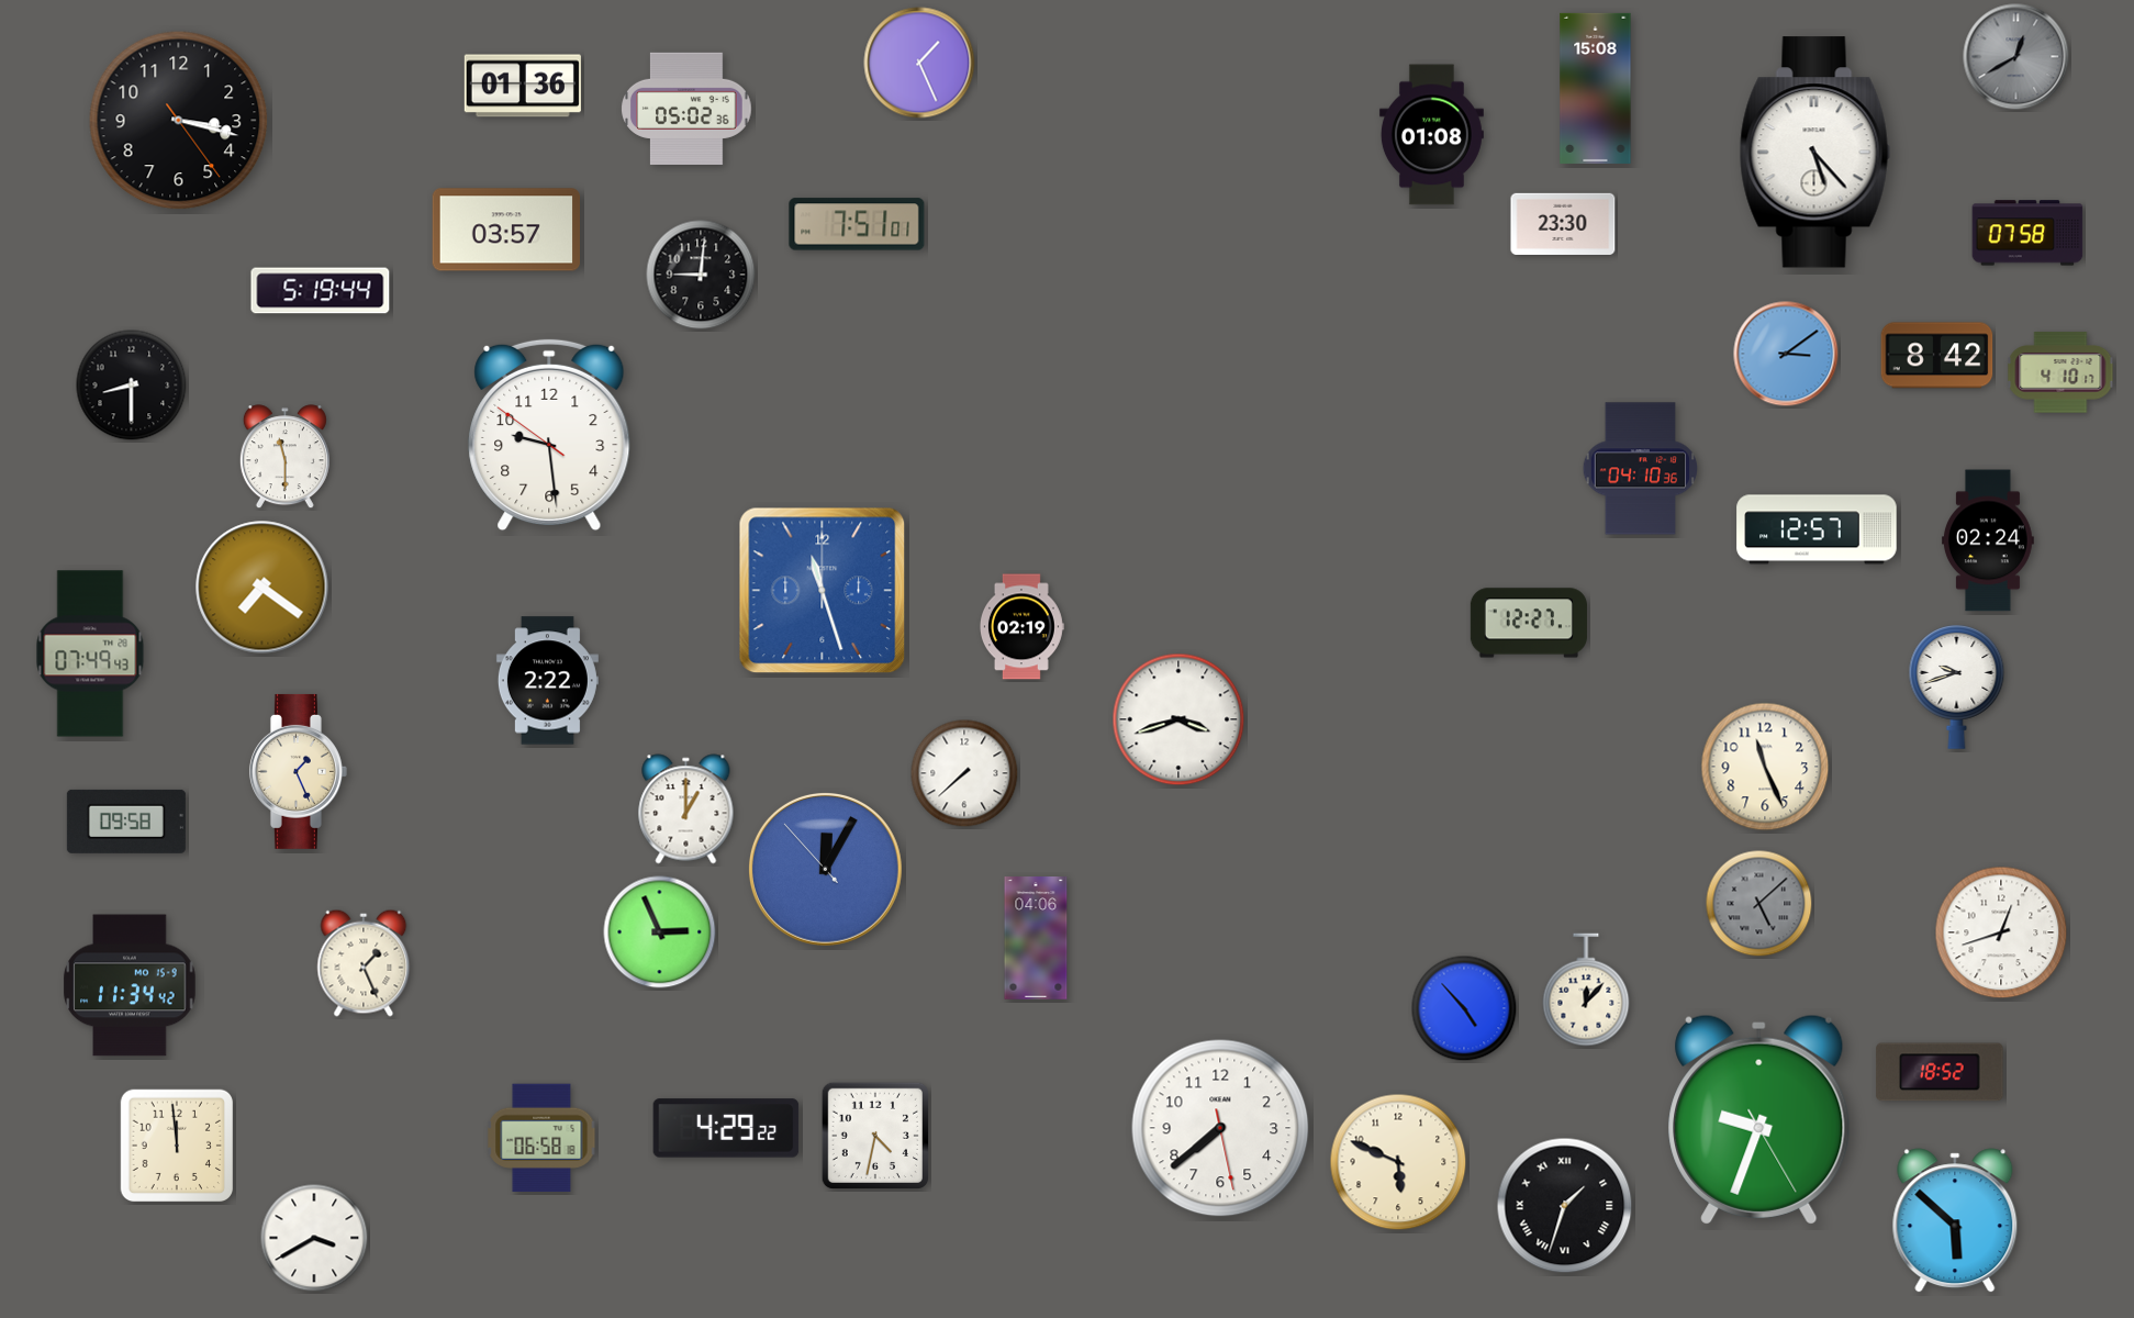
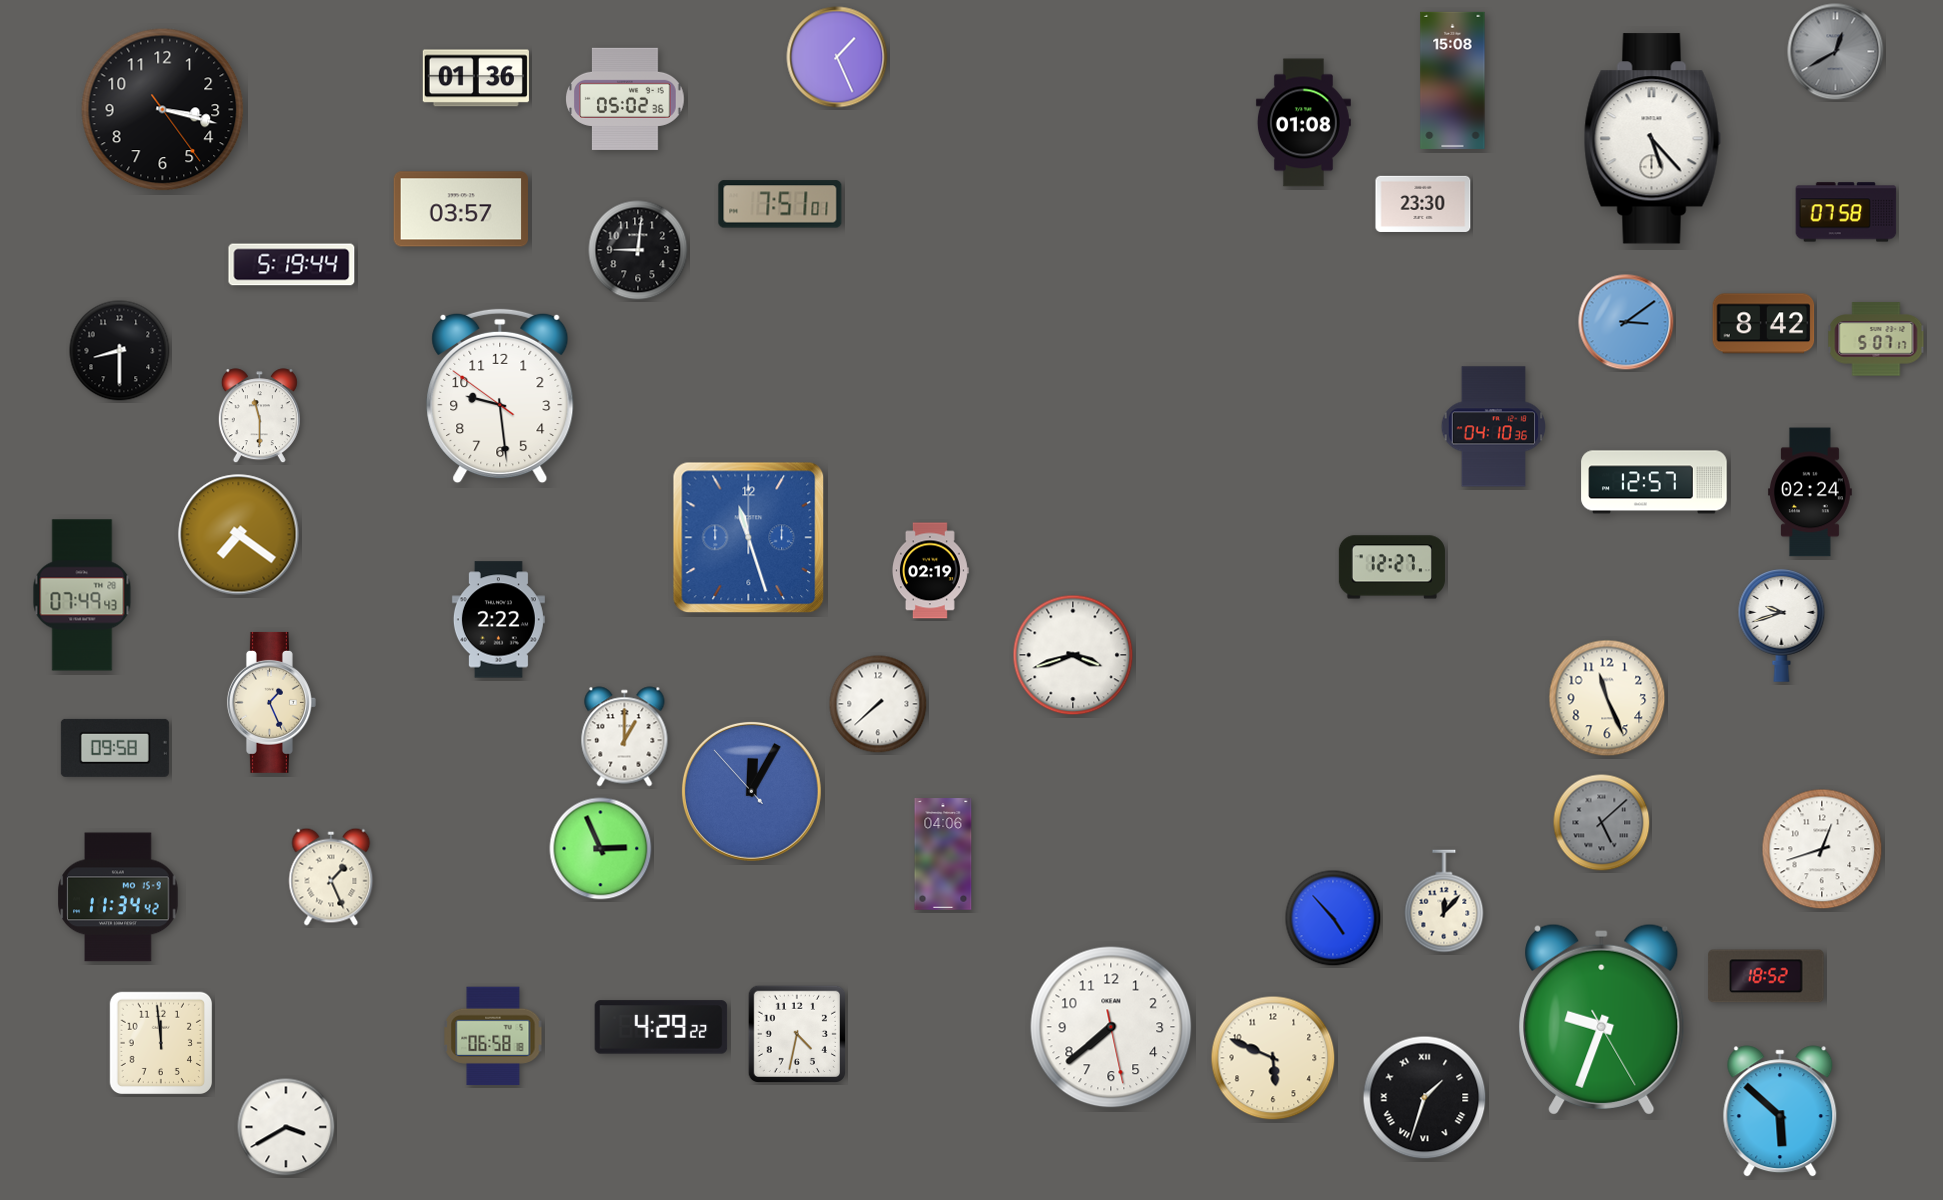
clock at (2060, 372): 4:10 -> 5:07
